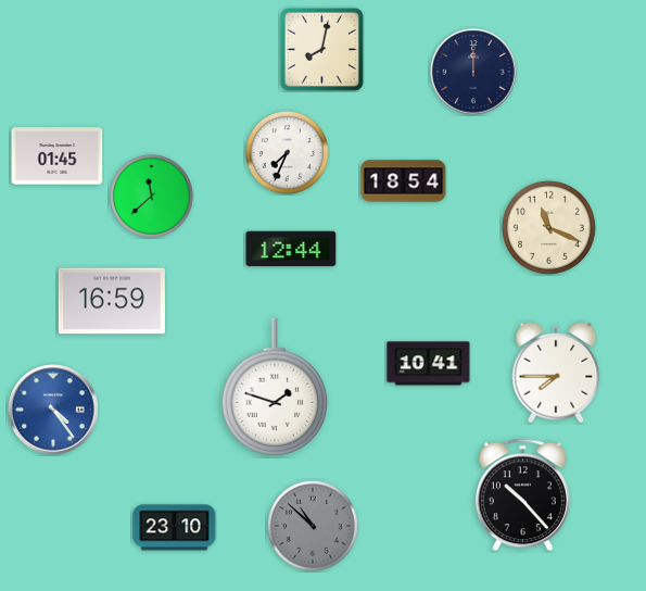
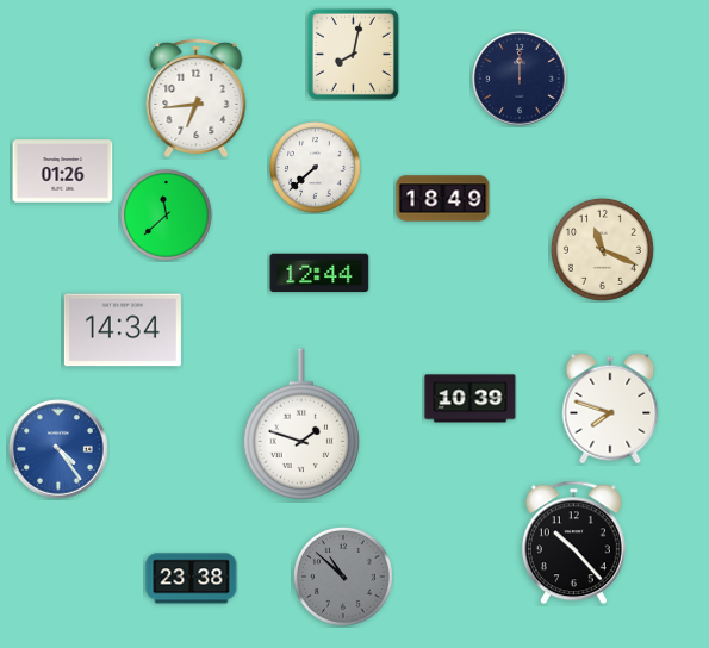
clock at (197, 98): none -> 6:44
clock at (288, 153): 7:34 -> 7:38
clock at (58, 156): 01:45 -> 01:26
clock at (404, 181): 18:54 -> 18:49
clock at (112, 301): 16:59 -> 14:34
clock at (429, 364): 10:41 -> 10:39
clock at (556, 373): 7:45 -> 7:48
clock at (175, 528): 23:10 -> 23:38
